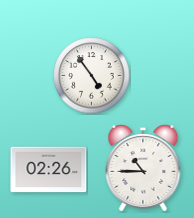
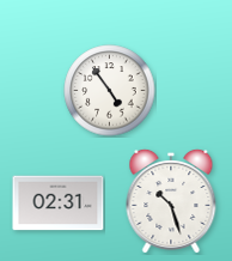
clock at (143, 168): 10:45 -> 10:27
clock at (49, 170): 02:26 -> 02:31
